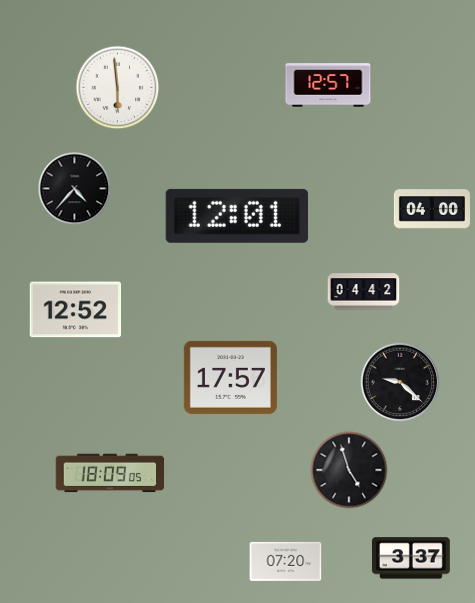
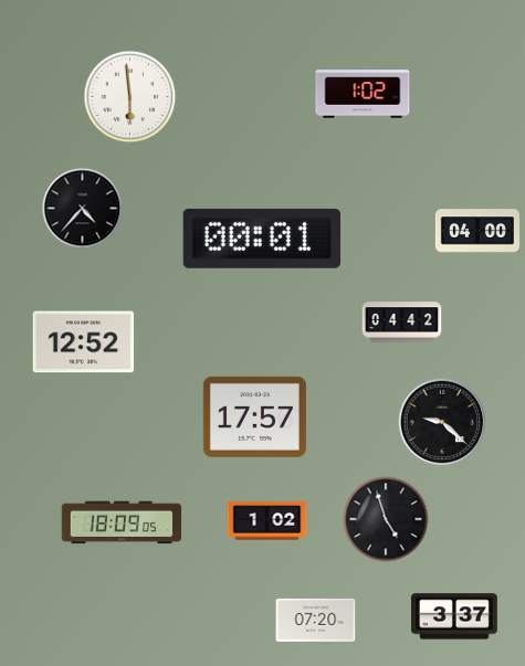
clock at (328, 85): 12:57 -> 1:02
clock at (236, 216): 12:01 -> 00:01
clock at (267, 521): none -> 1:02
